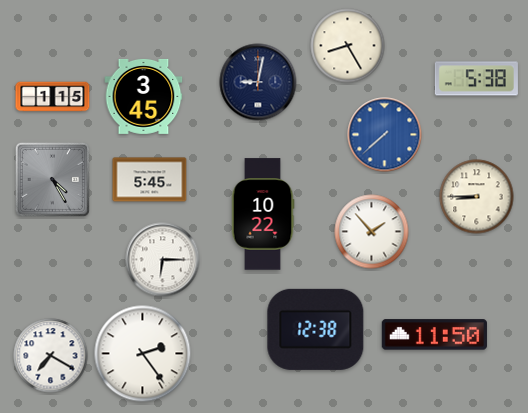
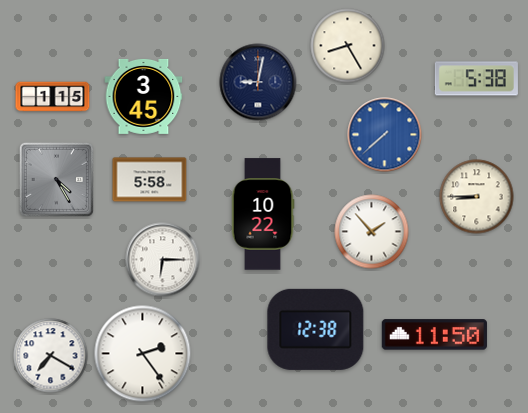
clock at (52, 179) position: (52, 179) -> (56, 179)
clock at (150, 180): 5:45 -> 5:58
